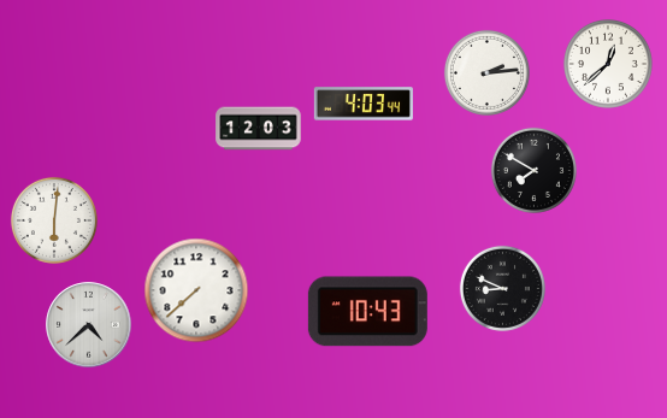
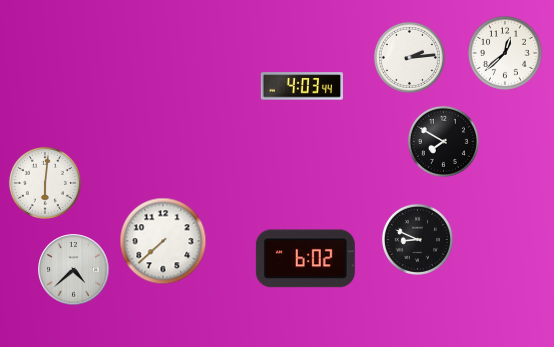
clock at (486, 72) position: (486, 72) -> (409, 57)
clock at (259, 129): 12:03 -> none
clock at (367, 312): 10:43 -> 6:02
